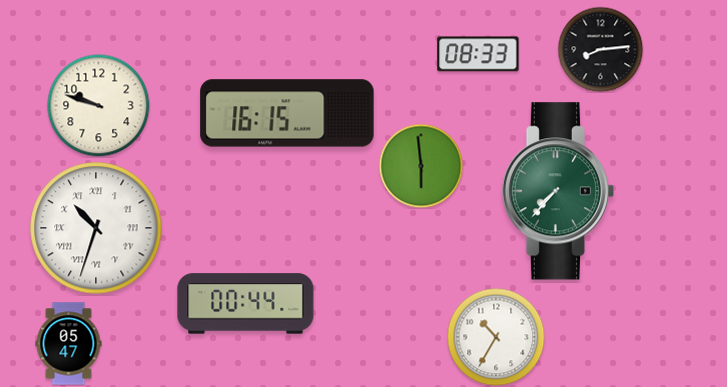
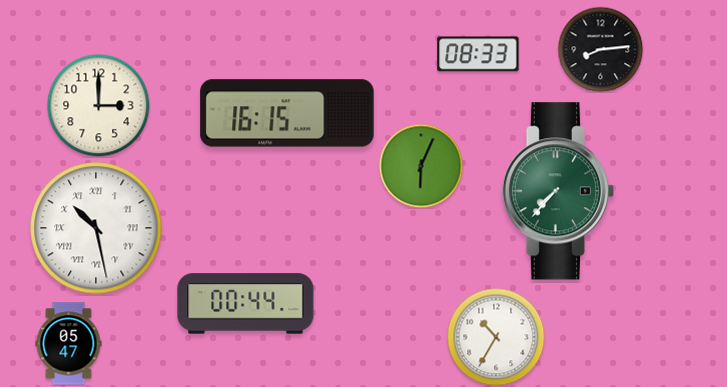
clock at (99, 106): 9:48 -> 3:00
clock at (421, 166): 5:59 -> 6:04
clock at (96, 228): 10:33 -> 10:28
